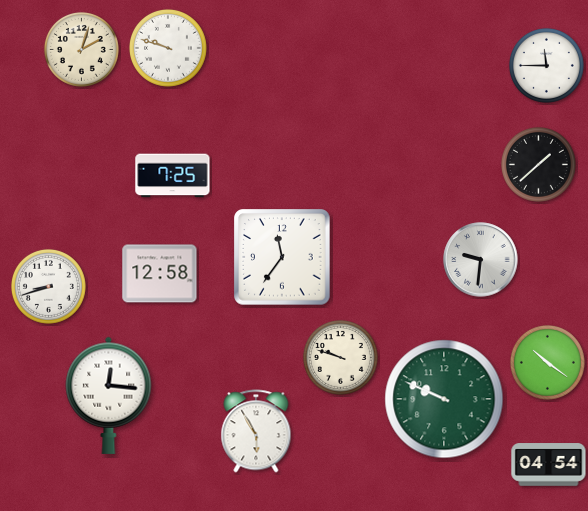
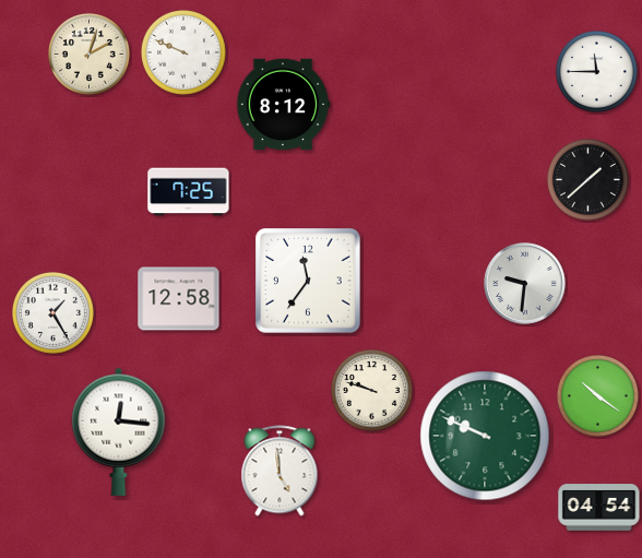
clock at (168, 48): 9:48 -> 9:49
clock at (283, 105): none -> 8:12
clock at (160, 274) position: (160, 274) -> (179, 299)
clock at (48, 286): 8:42 -> 1:25
clock at (256, 431): 5:55 -> 4:59
